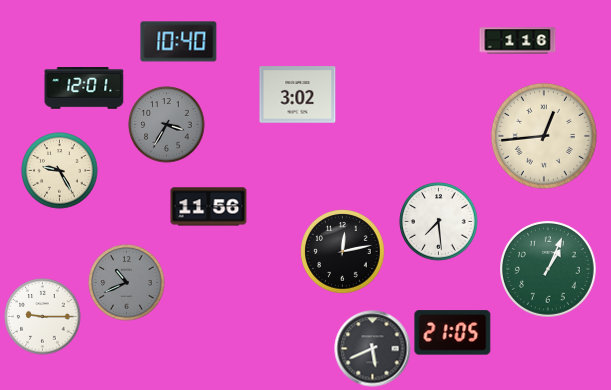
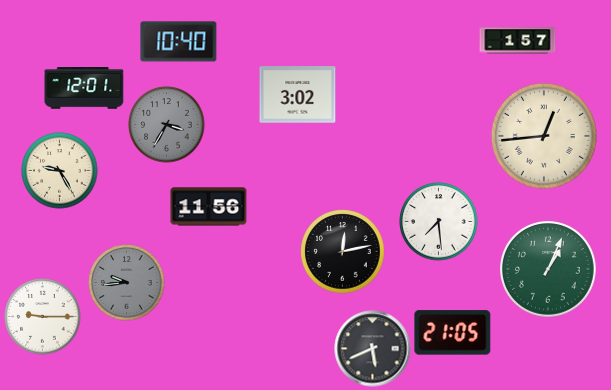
clock at (518, 41): 1:16 -> 1:57
clock at (127, 283): 10:41 -> 9:44
